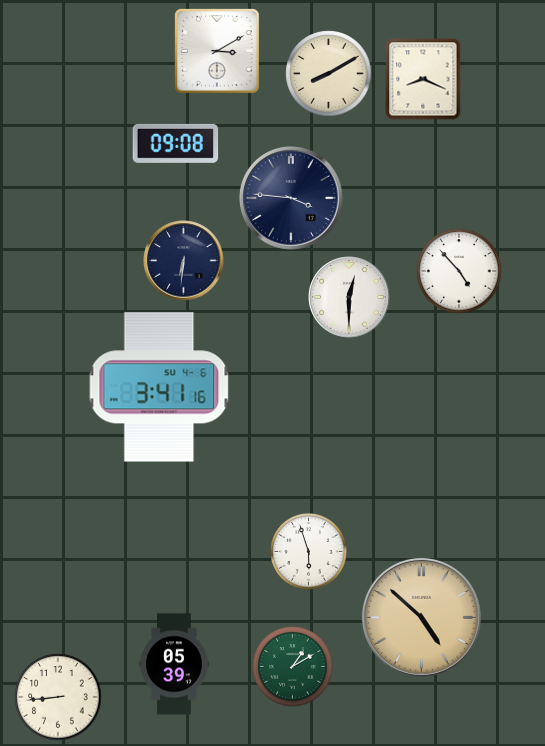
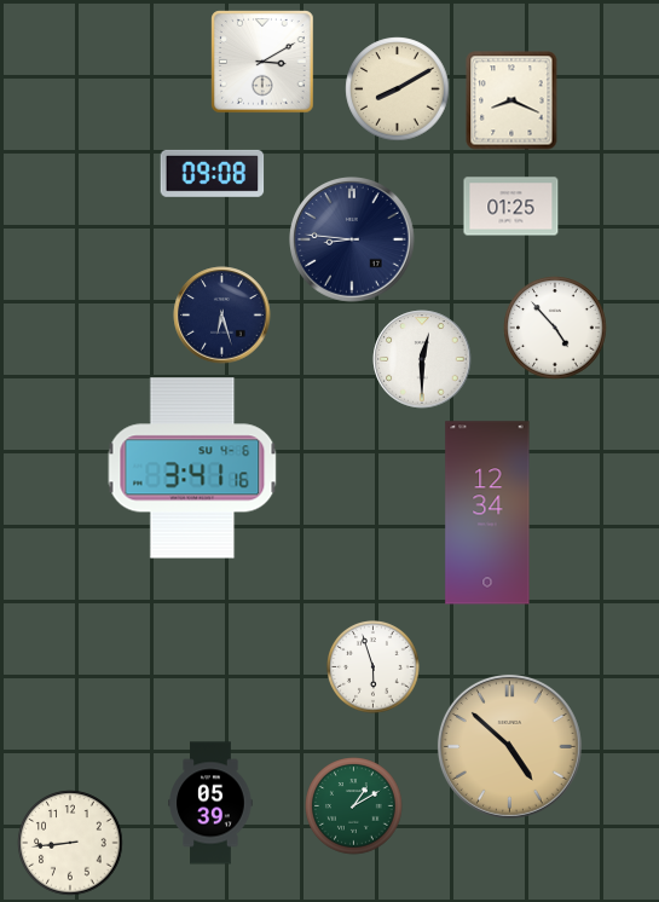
clock at (423, 79) position: (423, 79) -> (511, 100)
clock at (511, 207): none -> 01:25
clock at (291, 198): 3:46 -> 8:46
clock at (184, 261): 6:31 -> 6:27
clock at (487, 513): none -> 12:34
